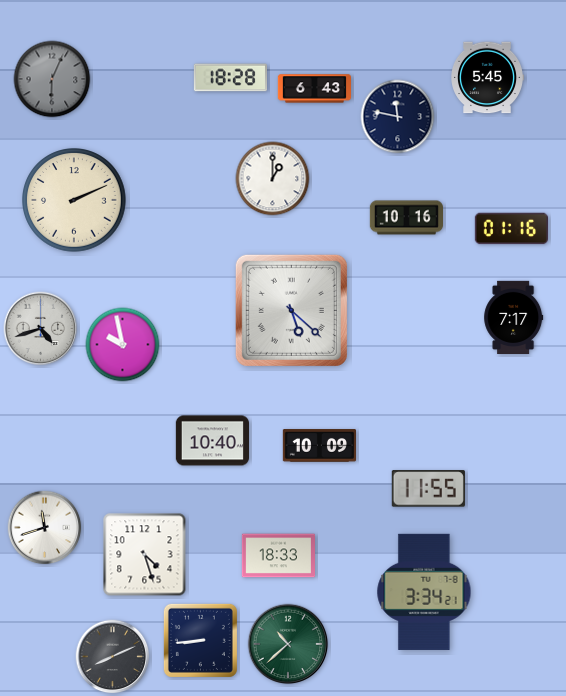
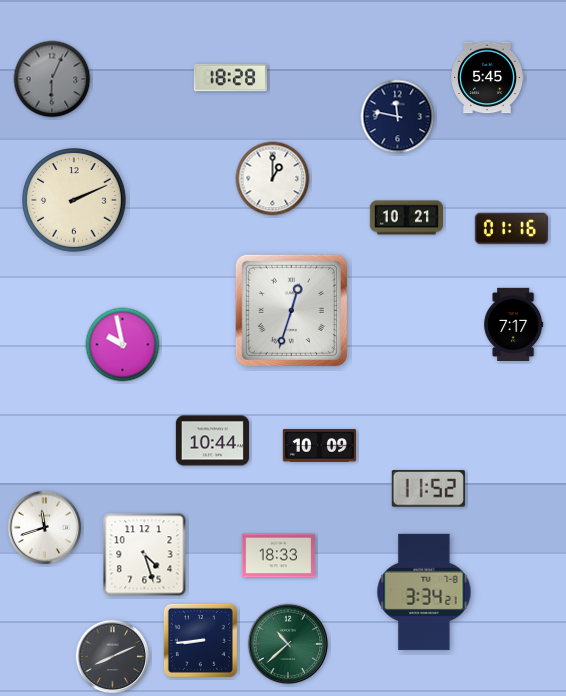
clock at (314, 89): 6:43 -> none
clock at (406, 218): 10:16 -> 10:21
clock at (291, 310): 5:22 -> 12:33
clock at (514, 317) position: (514, 317) -> (514, 324)
clock at (41, 329): 4:42 -> none
clock at (212, 441): 10:40 -> 10:44
clock at (428, 489): 11:55 -> 11:52
